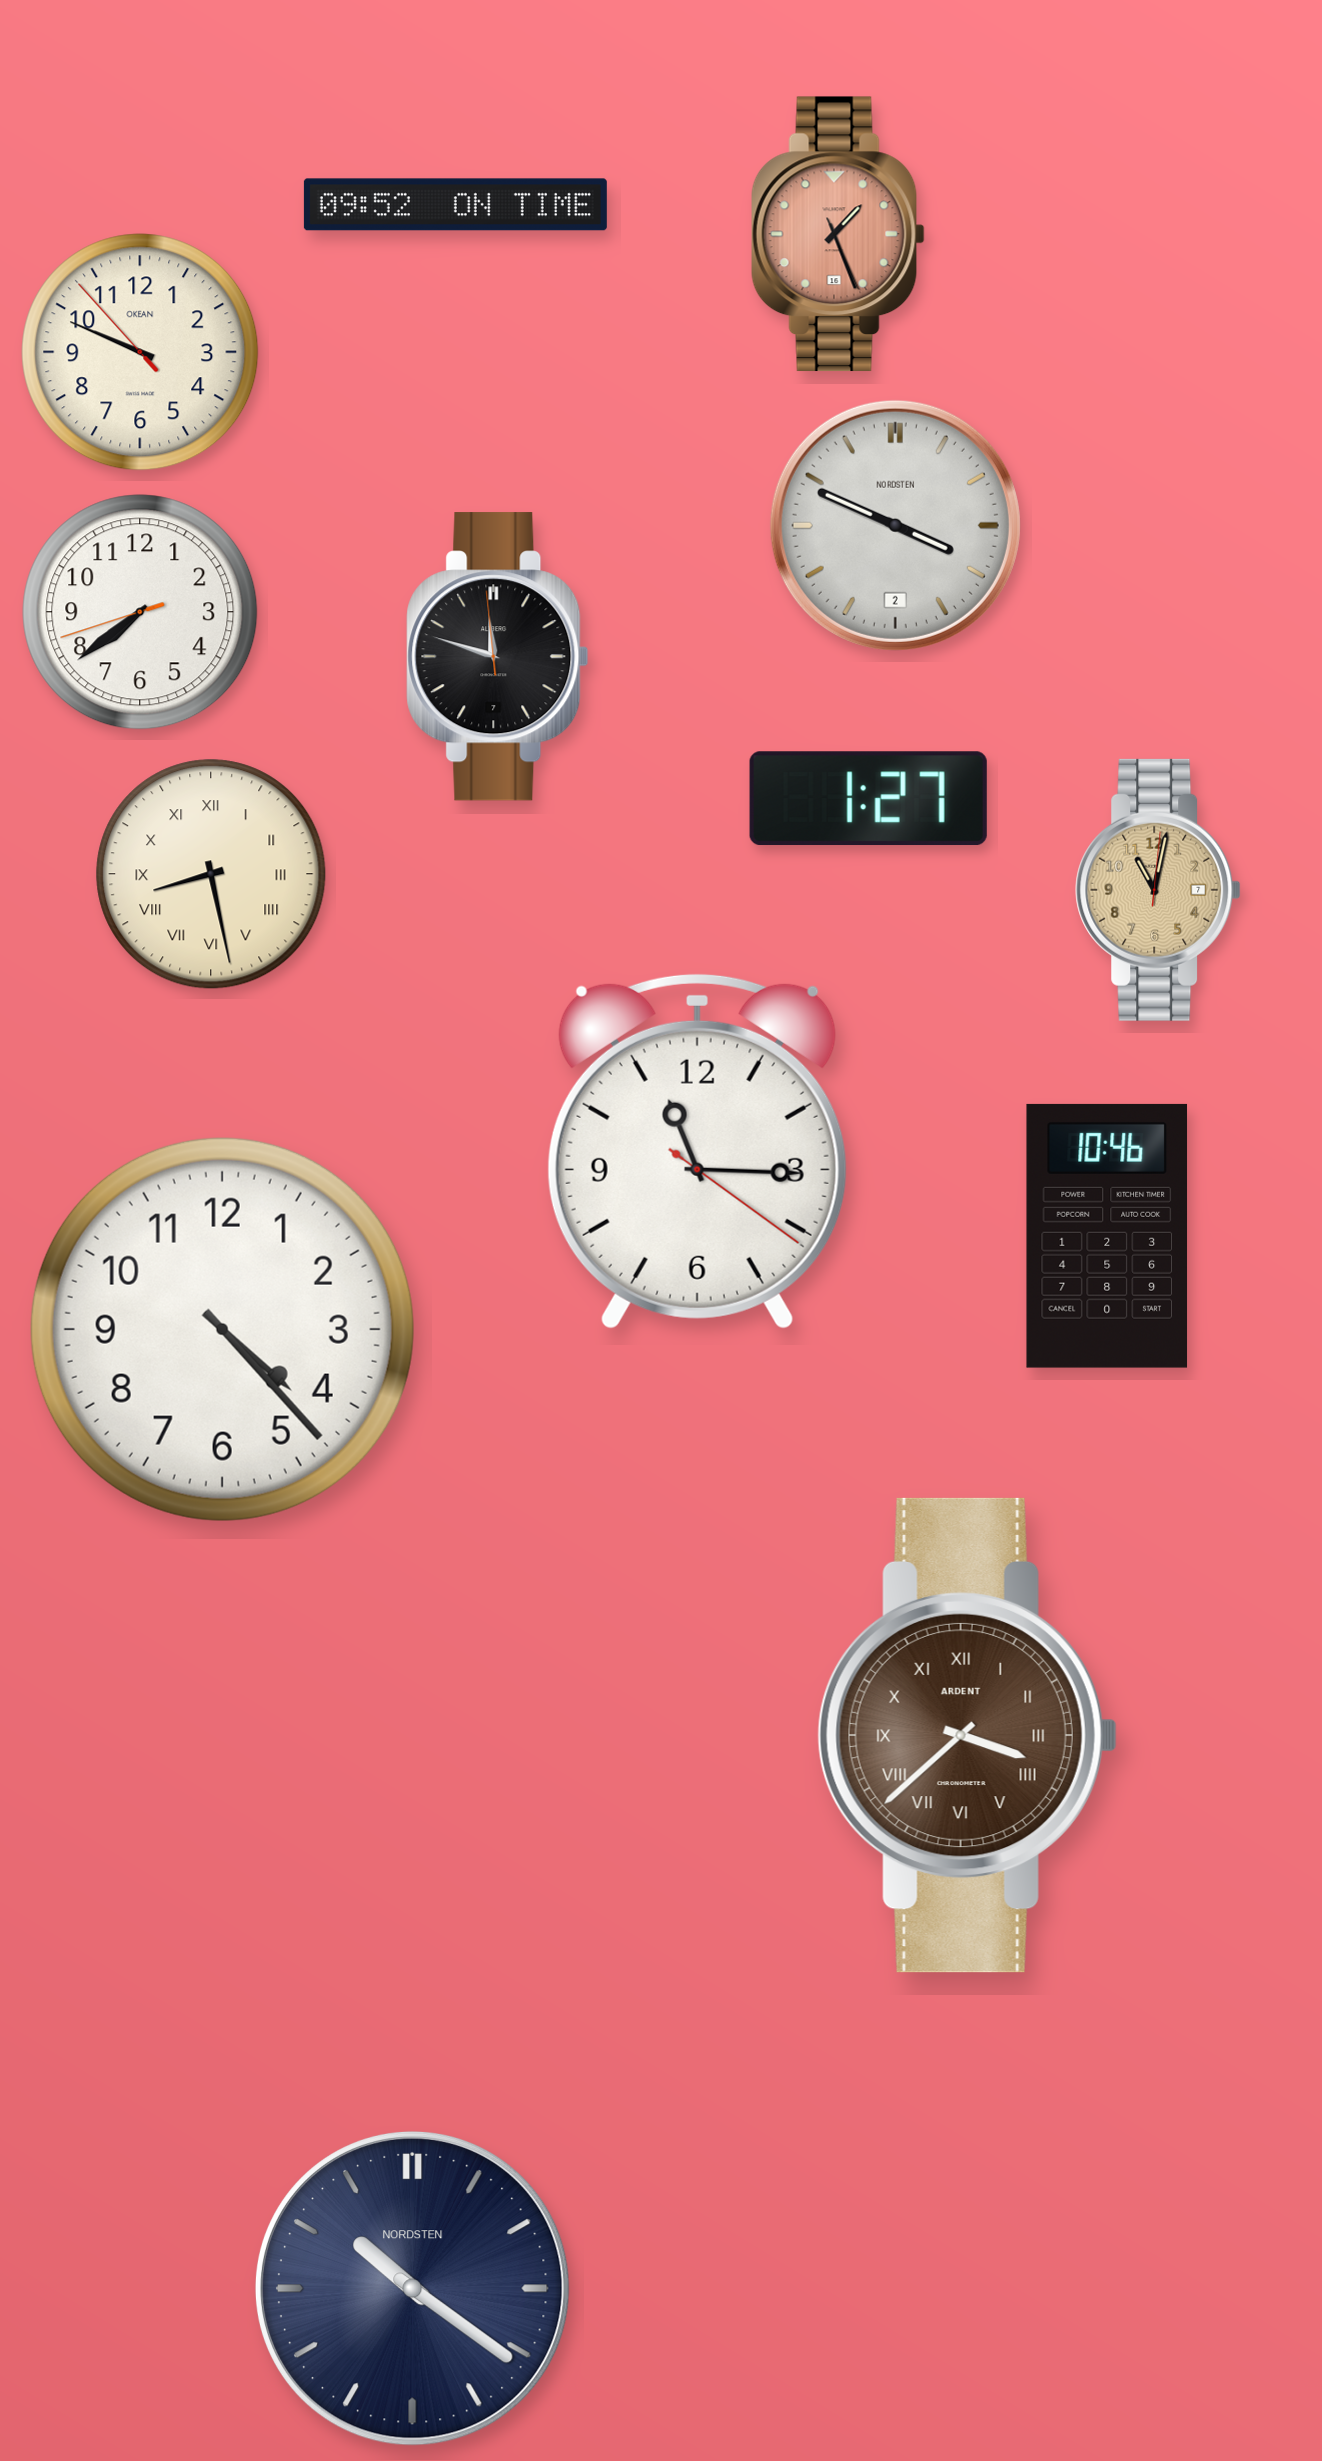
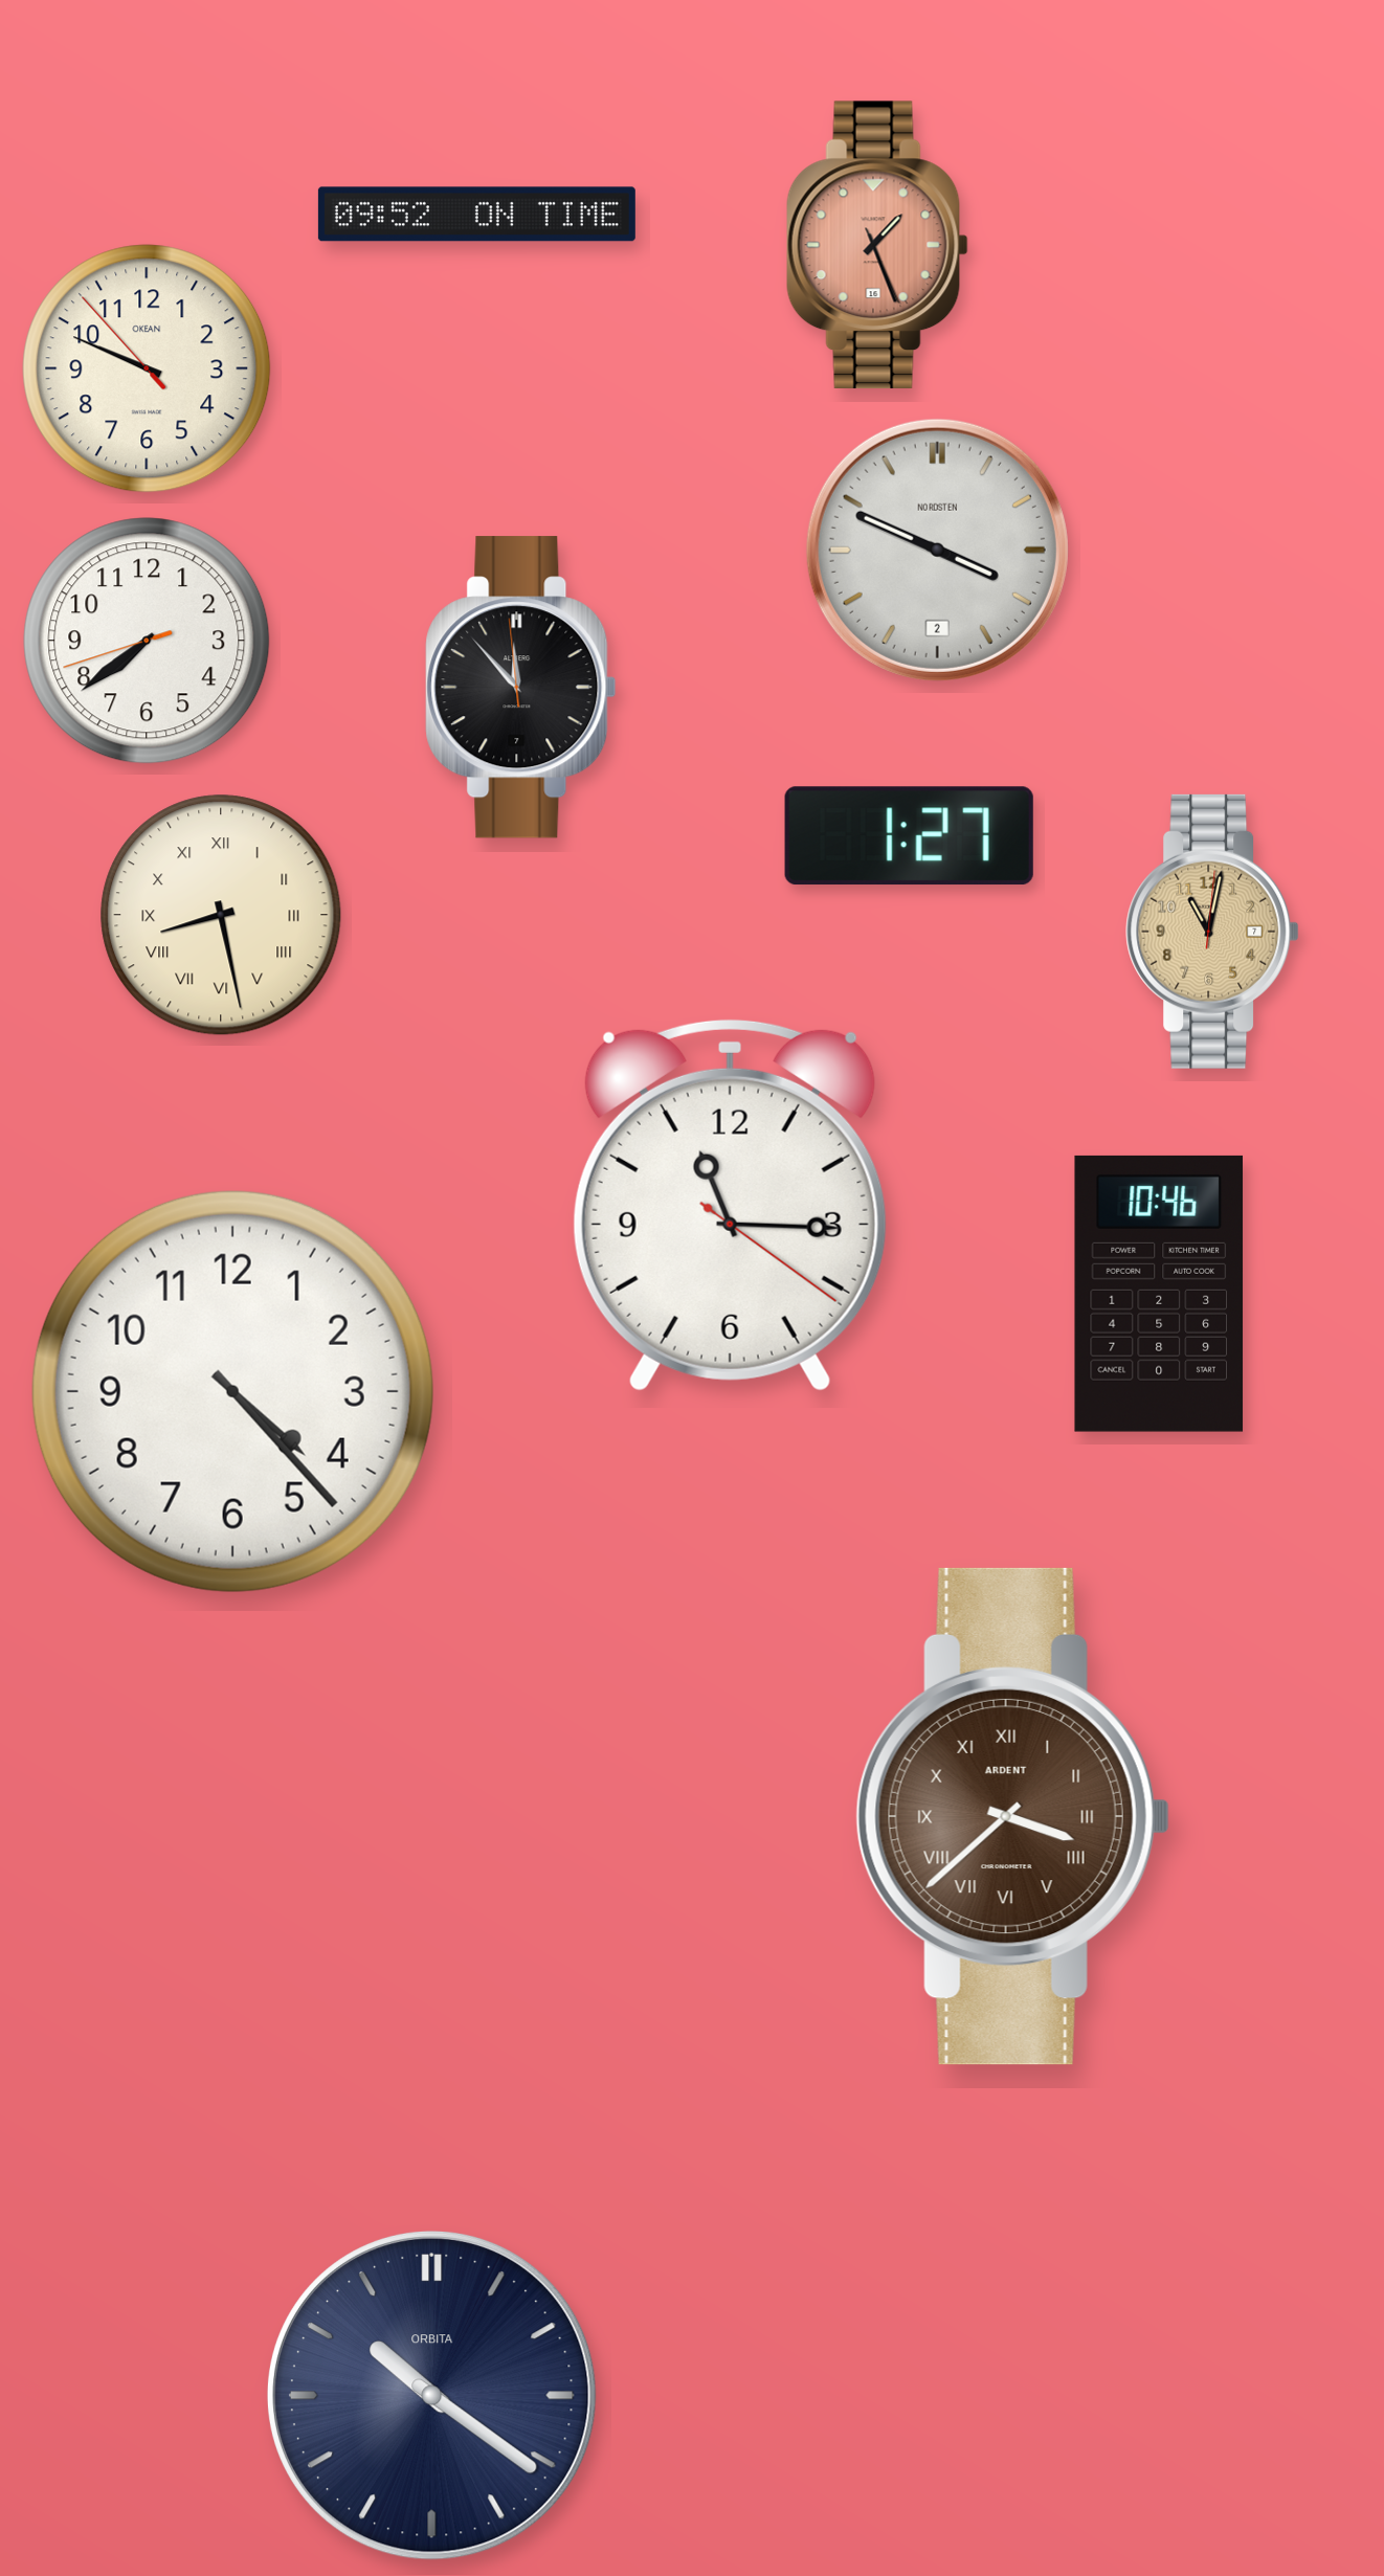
clock at (498, 657): 11:47 -> 11:52
clock at (412, 2288) brand: NORDSTEN -> ORBITA
